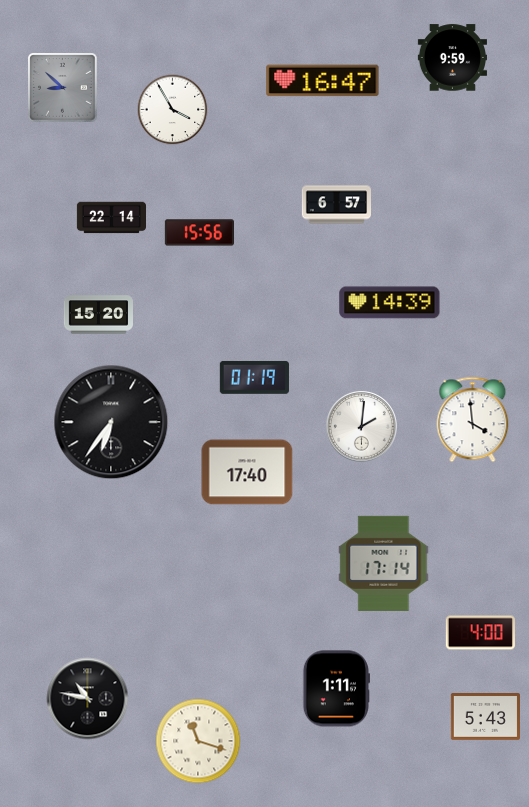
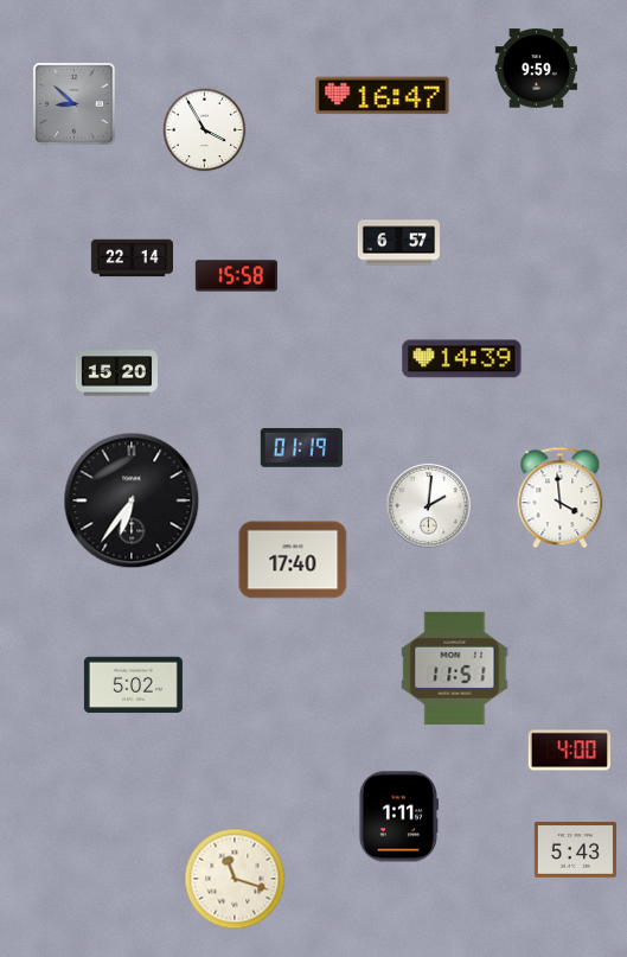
clock at (199, 233): 15:56 -> 15:58
clock at (384, 563): 17:14 -> 11:51
clock at (133, 685): none -> 5:02
clock at (88, 699): 10:47 -> none
